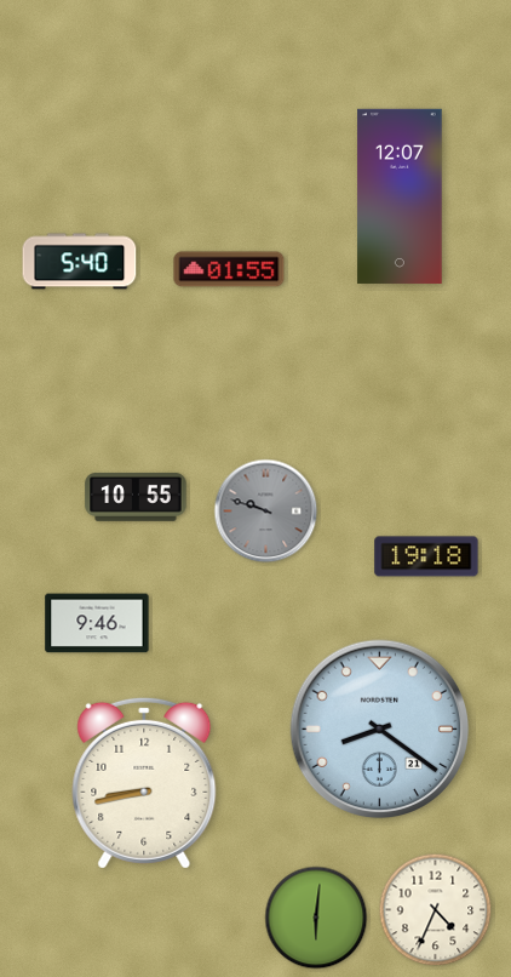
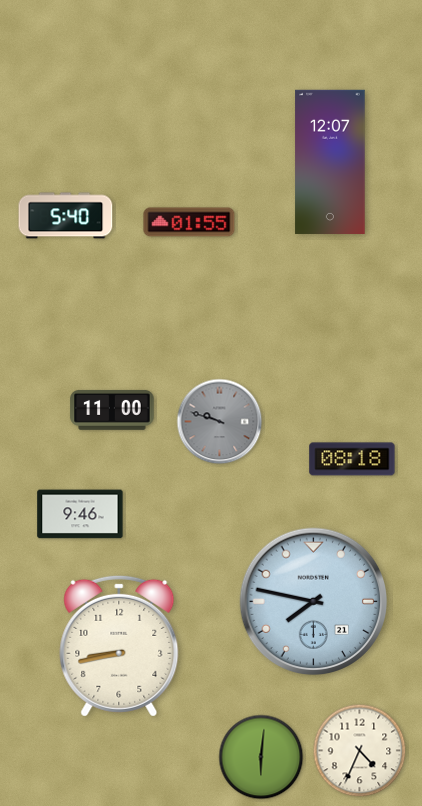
clock at (136, 497): 10:55 -> 11:00
clock at (426, 556): 19:18 -> 08:18
clock at (380, 730): 8:21 -> 7:47
